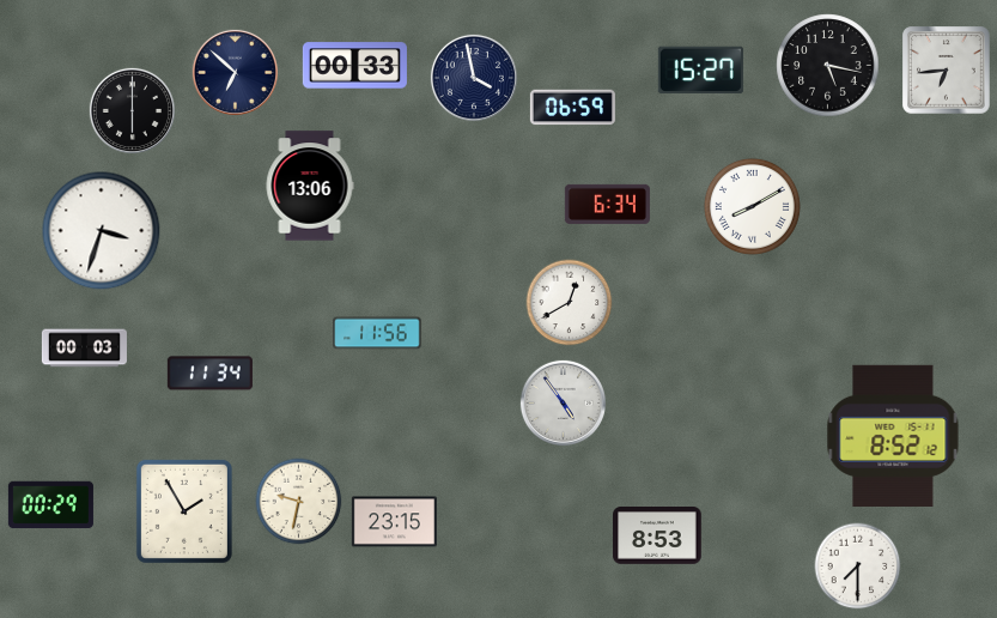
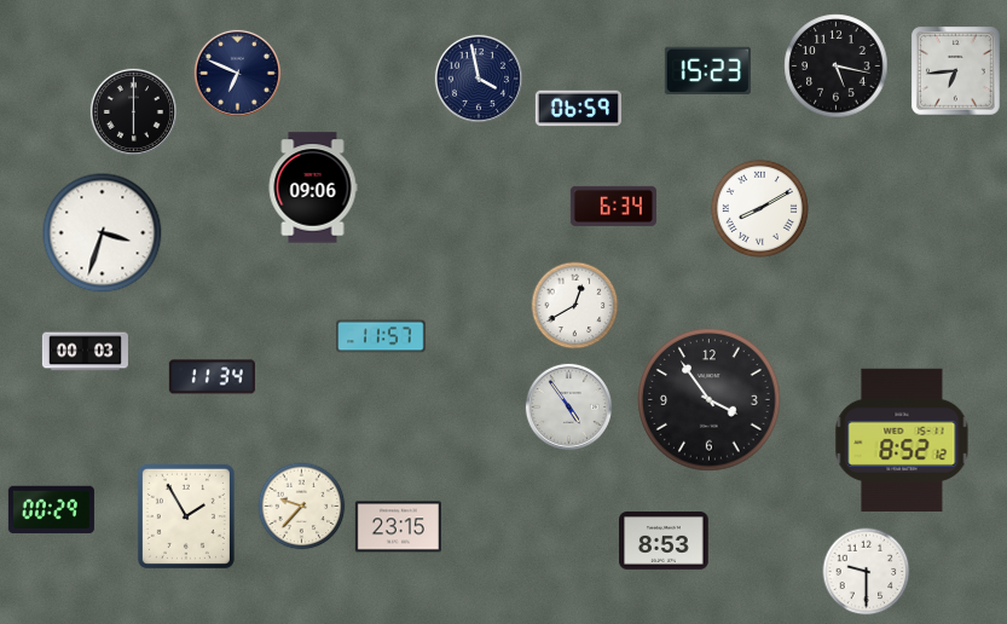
clock at (354, 66): 00:33 -> none
clock at (700, 69): 15:27 -> 15:23
clock at (235, 72): 6:52 -> 6:49
clock at (310, 186): 13:06 -> 09:06
clock at (377, 333): 11:56 -> 11:57
clock at (710, 400): none -> 3:54
clock at (299, 502): 9:32 -> 9:37
clock at (858, 566): 7:30 -> 9:30
